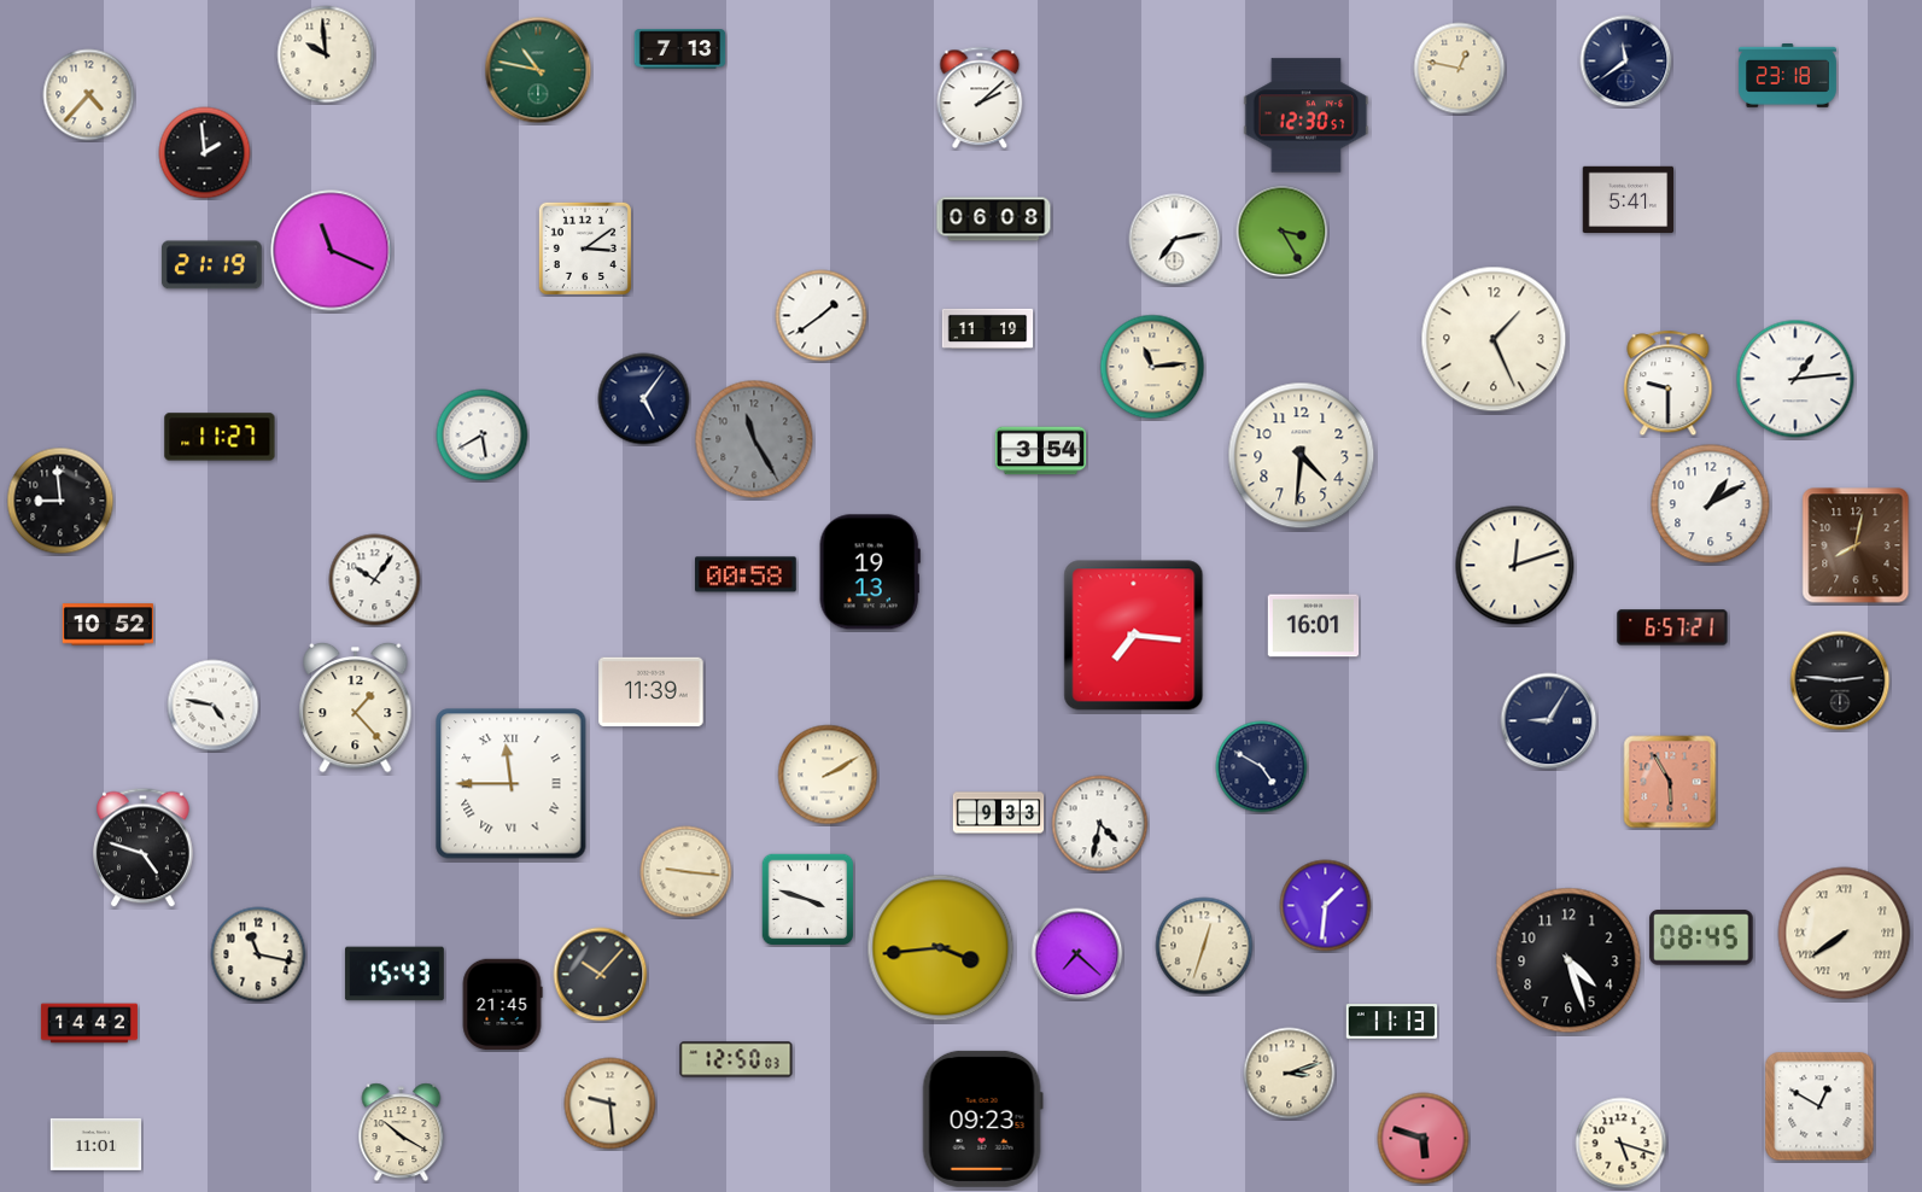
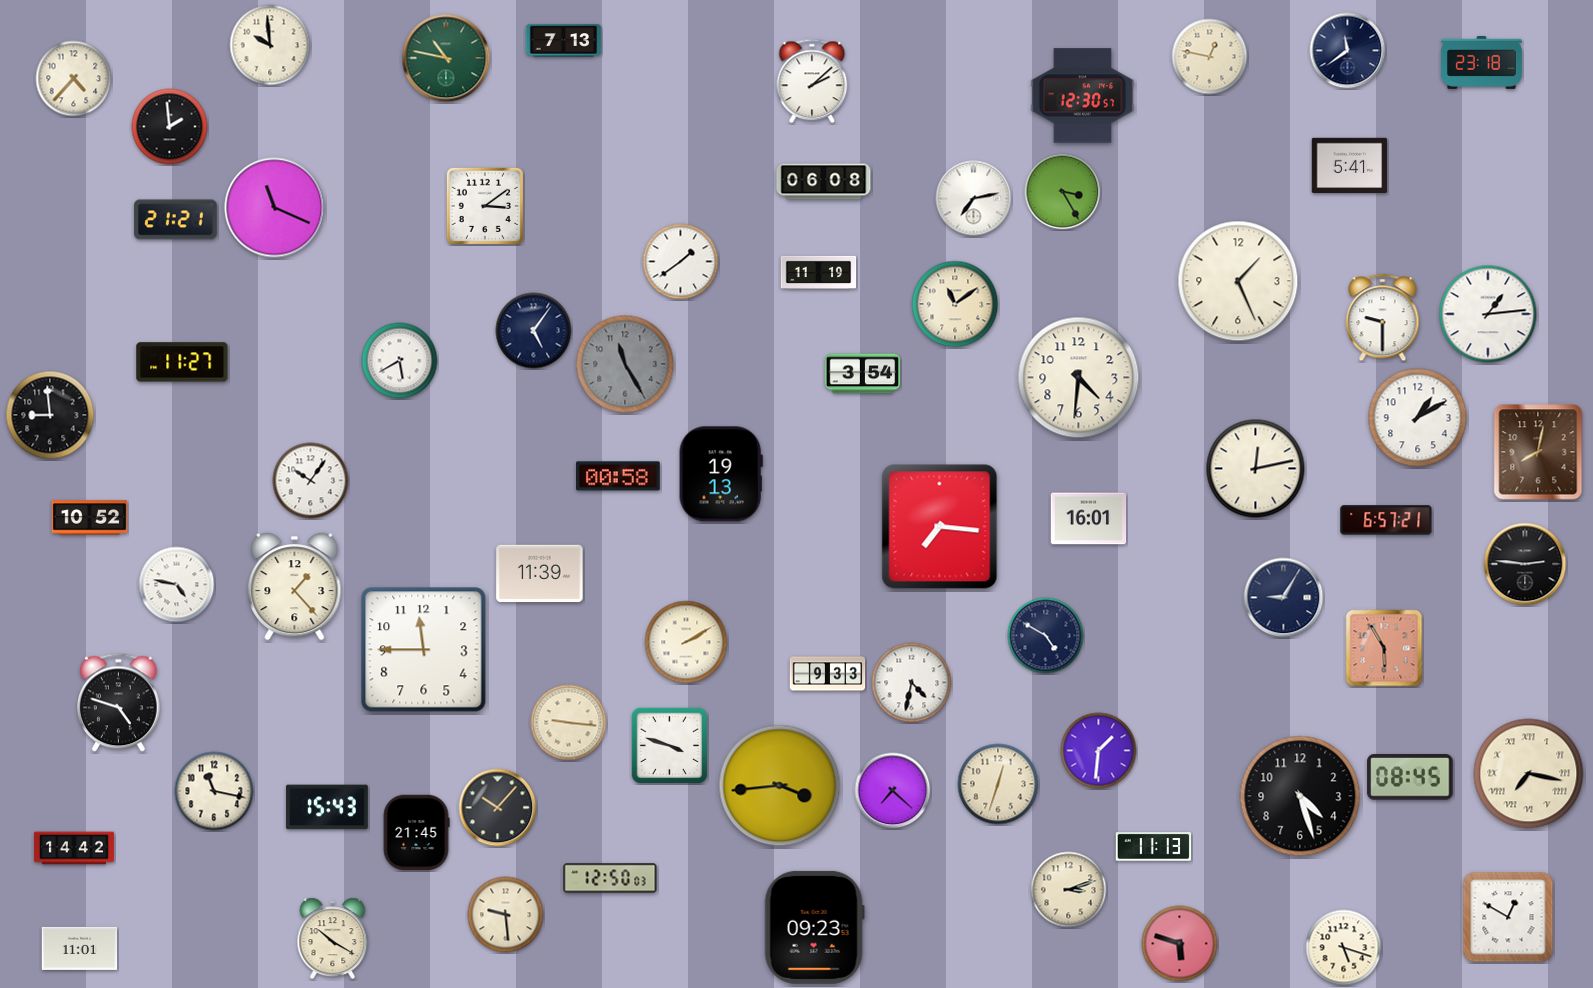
clock at (211, 265): 21:19 -> 21:21
clock at (1152, 367): 11:14 -> 11:09
clock at (1515, 566): 12:12 -> 12:13
clock at (512, 784) numerals: Roman -> Arabic
clock at (1845, 934): 7:39 -> 7:17
